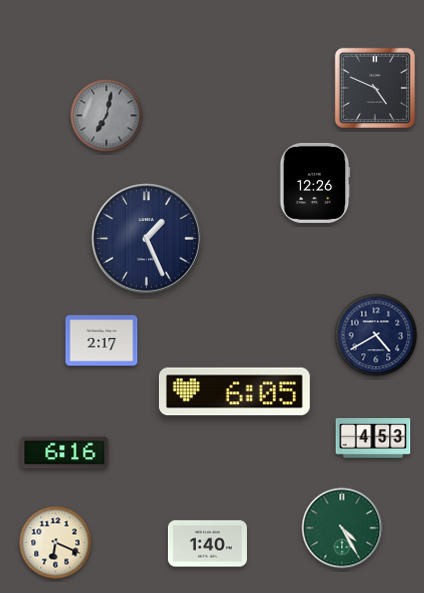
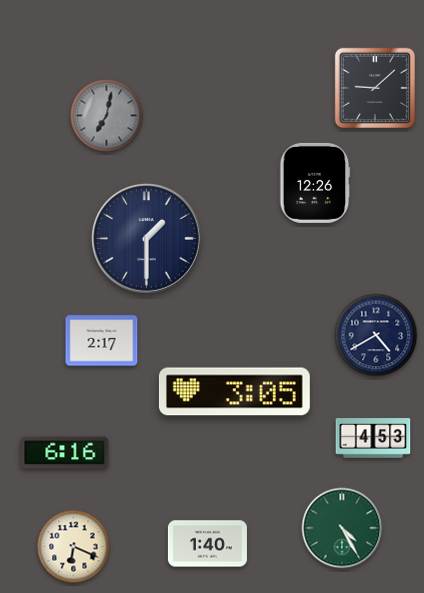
clock at (374, 87): 4:49 -> 9:08
clock at (146, 238): 1:26 -> 1:30
clock at (234, 392): 6:05 -> 3:05
clock at (56, 543) position: (56, 543) -> (74, 547)
